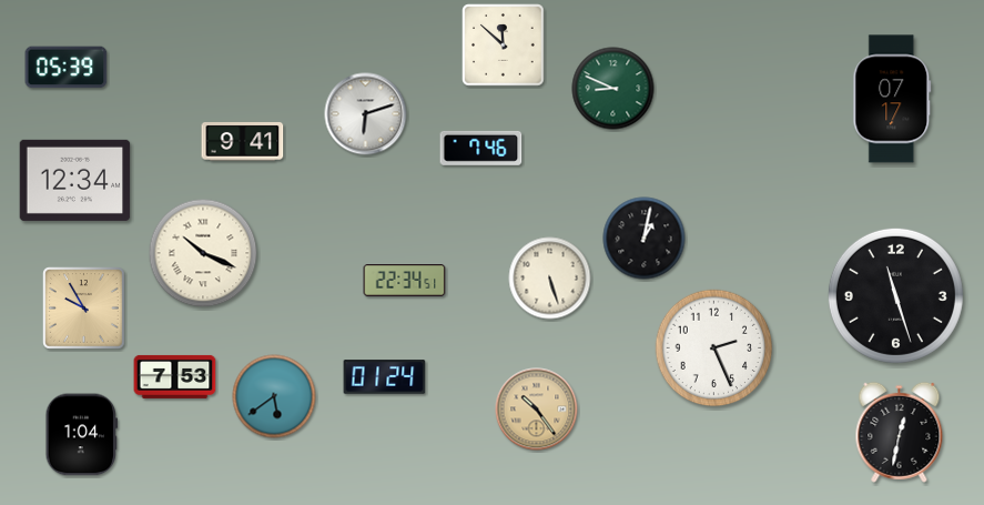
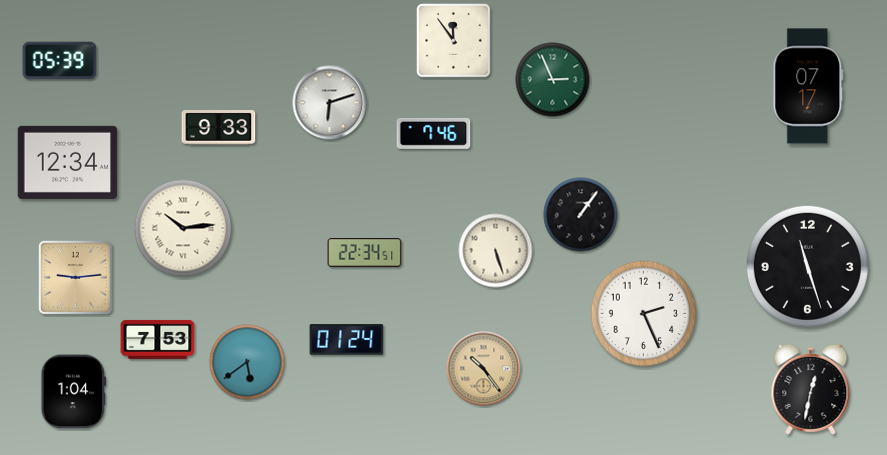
clock at (504, 46): 11:52 -> 11:54
clock at (613, 89): 8:49 -> 2:56
clock at (892, 99) position: (892, 99) -> (808, 86)
clock at (243, 142): 9:41 -> 9:33
clock at (645, 239): 1:02 -> 1:06
clock at (203, 253): 10:19 -> 10:14
clock at (84, 309): 9:55 -> 9:14
clock at (274, 396) position: (274, 396) -> (247, 362)
